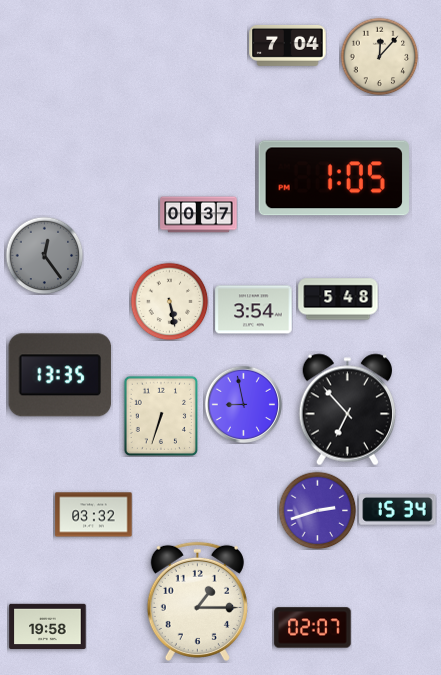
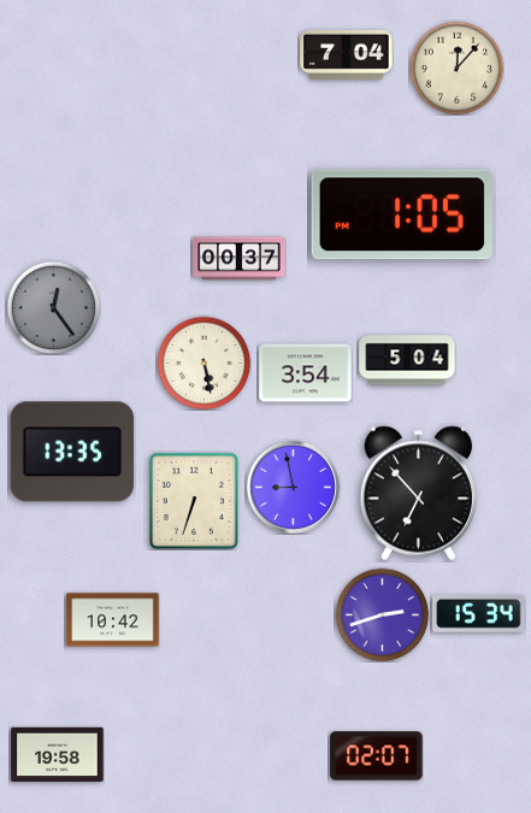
clock at (338, 299): 5:48 -> 5:04
clock at (94, 515): 03:32 -> 10:42
clock at (197, 601): 1:15 -> none
